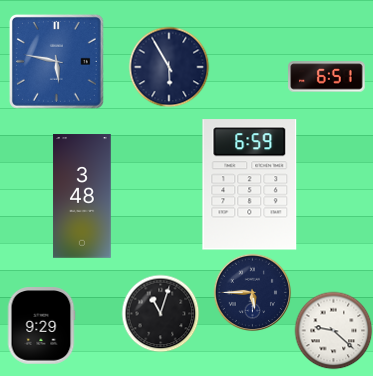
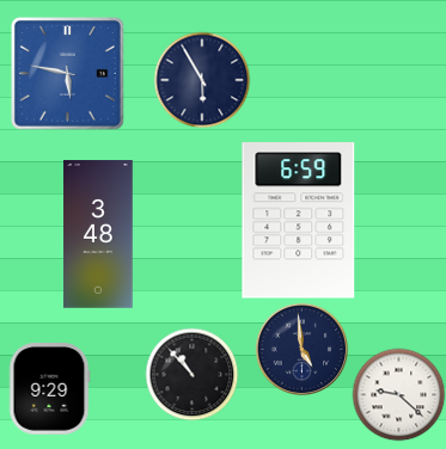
clock at (327, 77): 6:51 -> none
clock at (252, 292): 5:45 -> 4:59
clock at (160, 313): 11:03 -> 10:53
